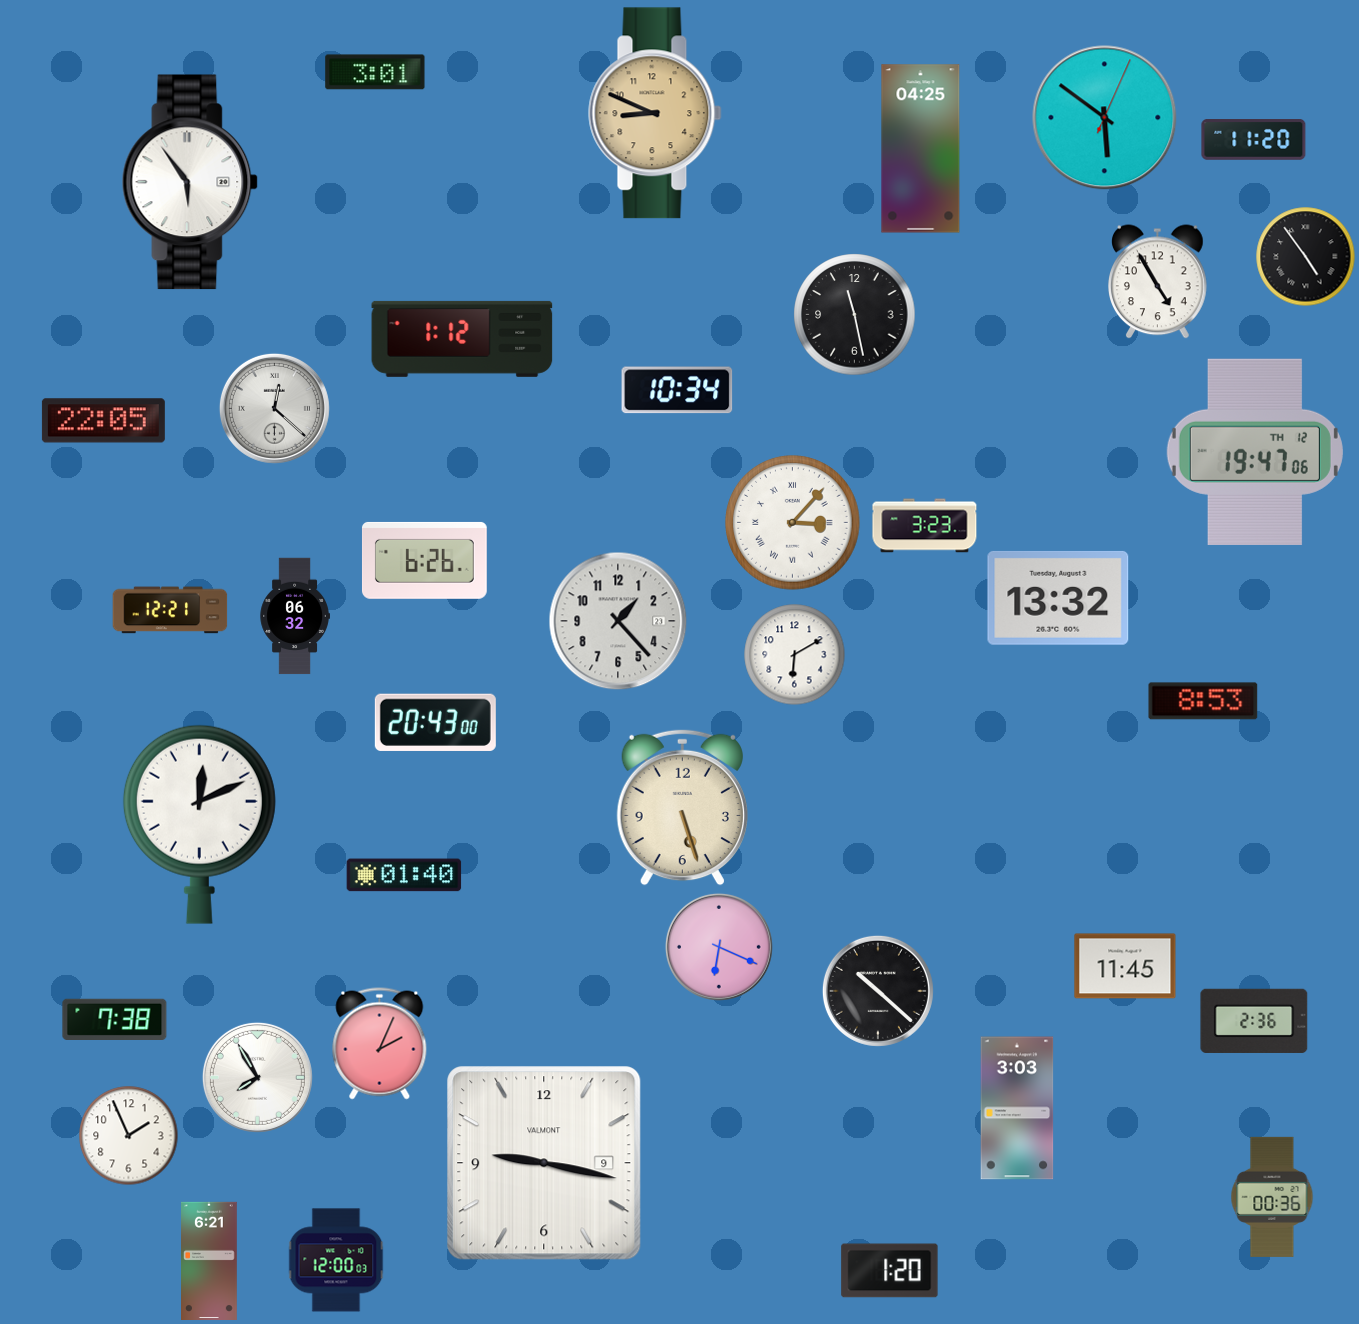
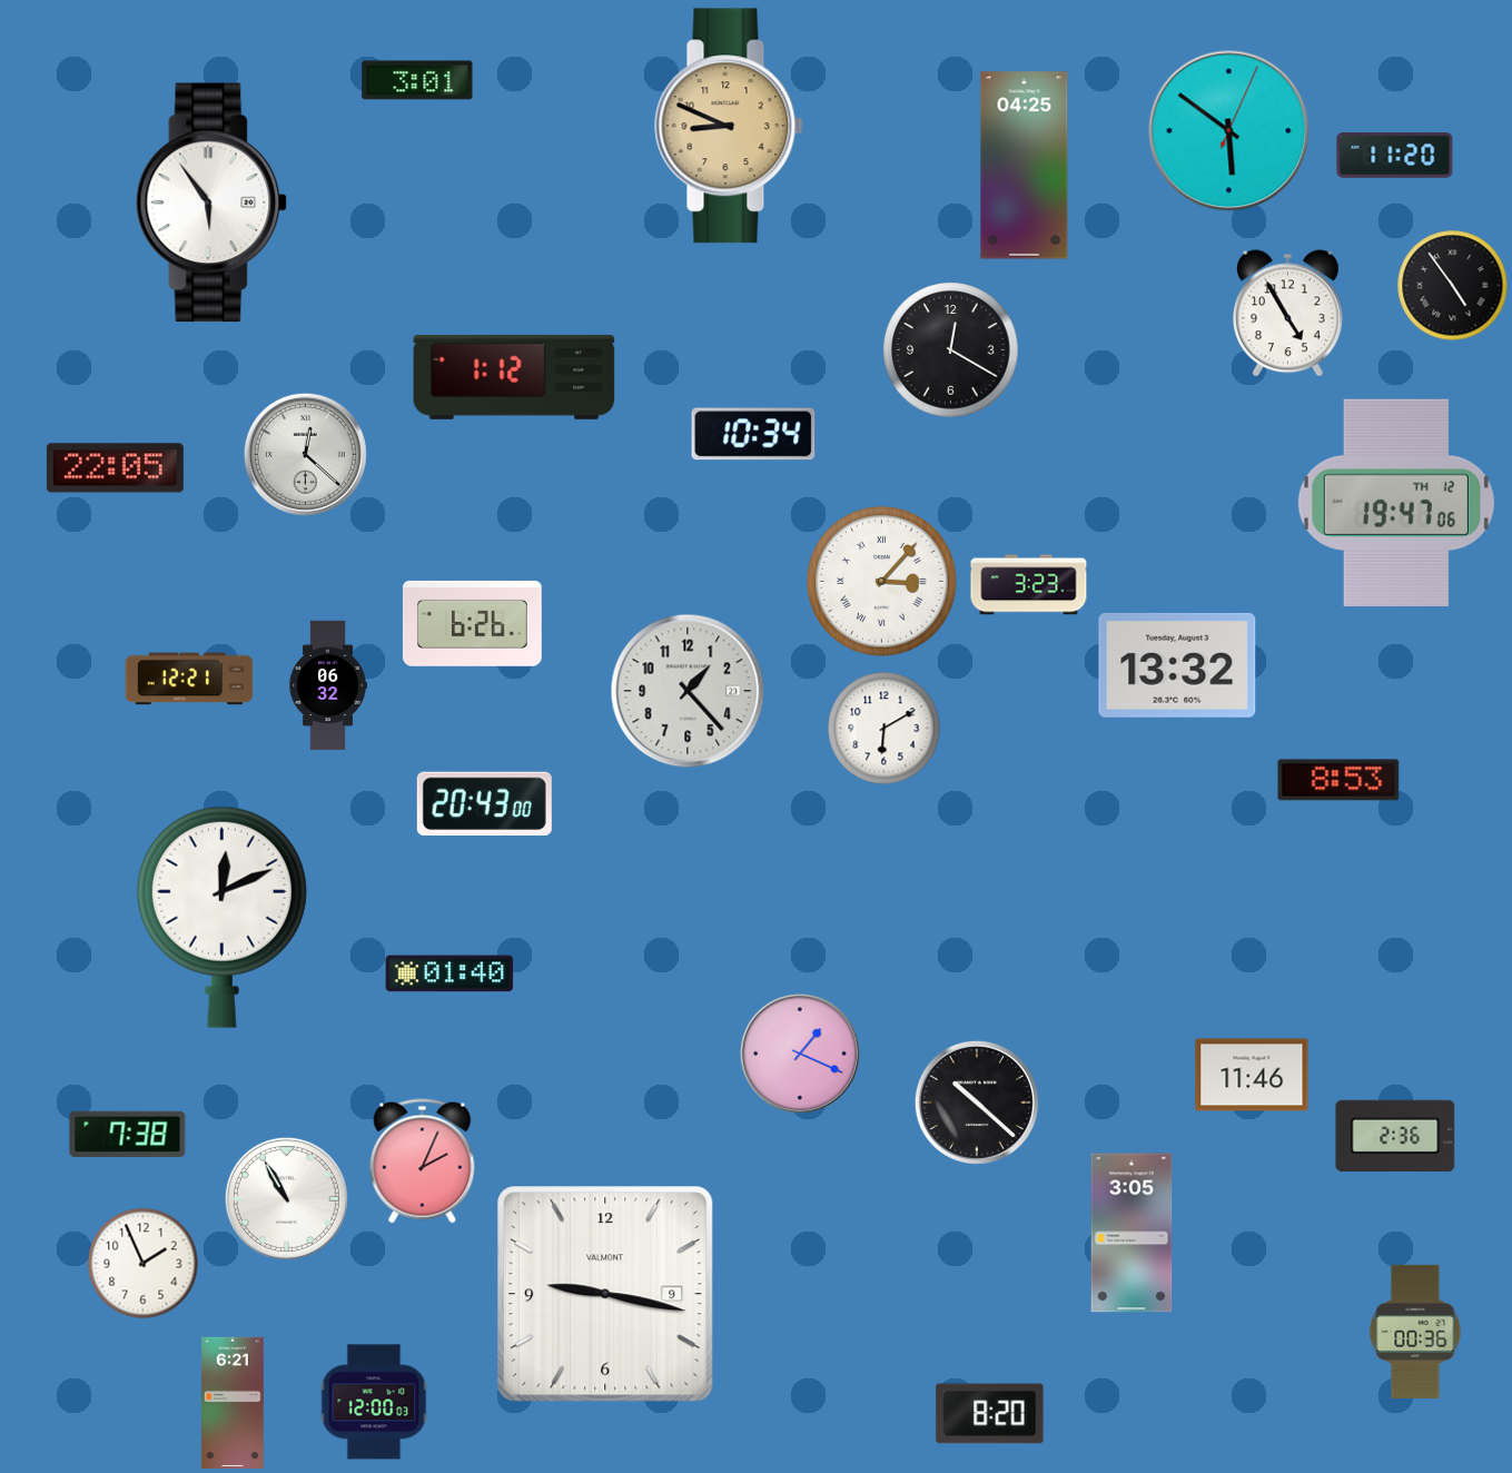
clock at (855, 315): 11:28 -> 12:20
clock at (682, 808): 5:27 -> none
clock at (719, 947): 6:19 -> 1:19
clock at (1125, 966): 11:45 -> 11:46
clock at (257, 1077): 7:55 -> 10:55
clock at (1017, 1108): 3:03 -> 3:05
clock at (890, 1271): 1:20 -> 8:20
